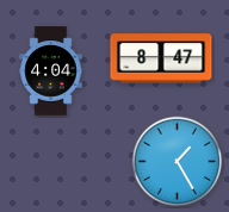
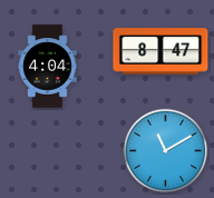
clock at (161, 58) position: (161, 58) -> (160, 51)
clock at (178, 162): 1:25 -> 11:10
